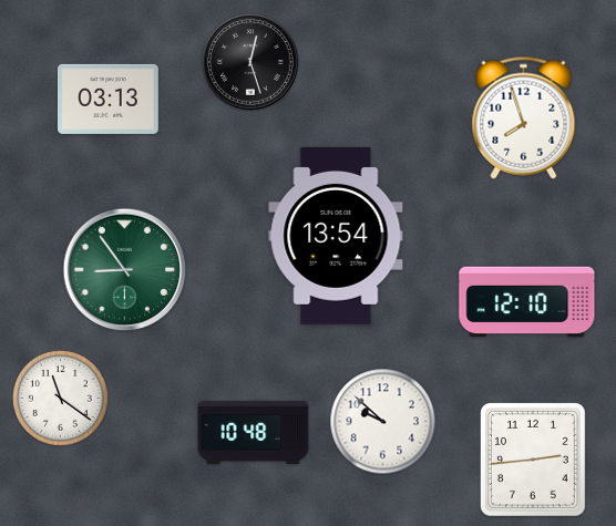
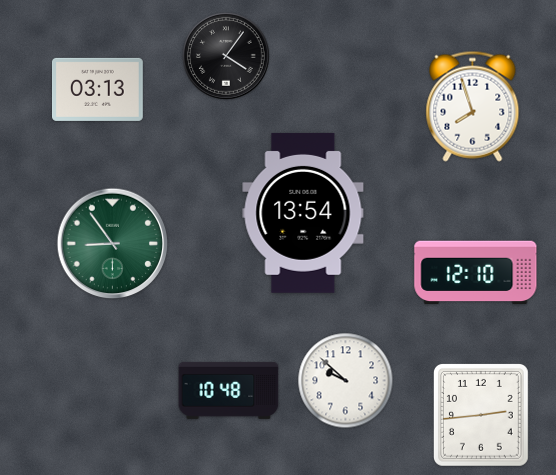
clock at (251, 63): 12:27 -> 4:06
clock at (60, 398): 11:21 -> none
